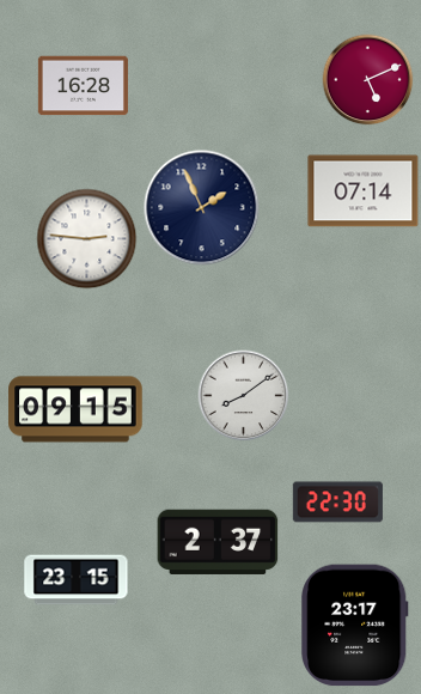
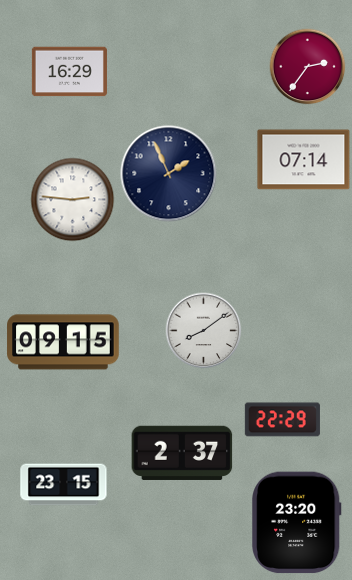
clock at (368, 80): 5:11 -> 2:36
clock at (83, 86): 16:28 -> 16:29
clock at (337, 503): 22:30 -> 22:29
clock at (355, 626): 23:17 -> 23:20
